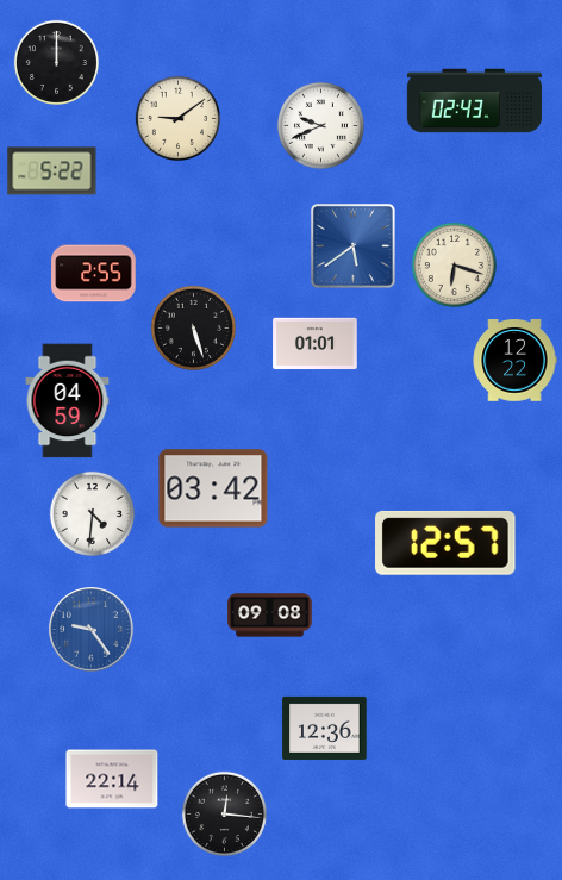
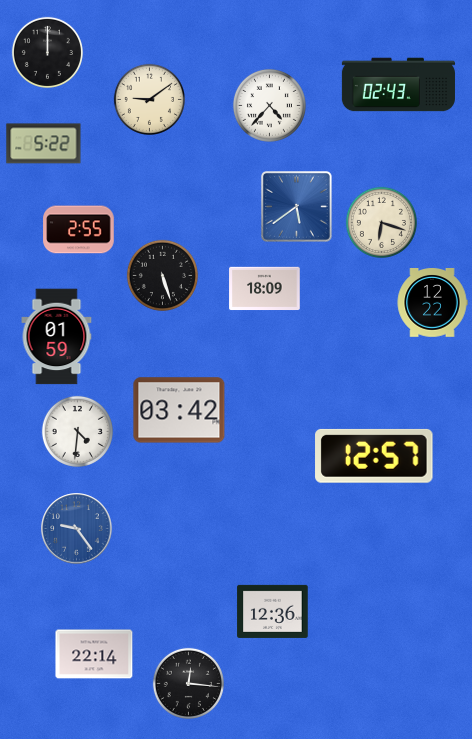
clock at (320, 125): 9:41 -> 4:37
clock at (316, 344): 01:01 -> 18:09
clock at (68, 401): 04:59 -> 01:59
clock at (270, 616): 09:08 -> none
